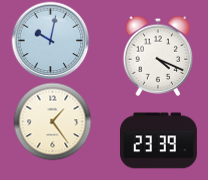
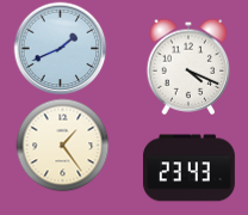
clock at (50, 40): 10:02 -> 1:41
clock at (158, 141): 23:39 -> 23:43
